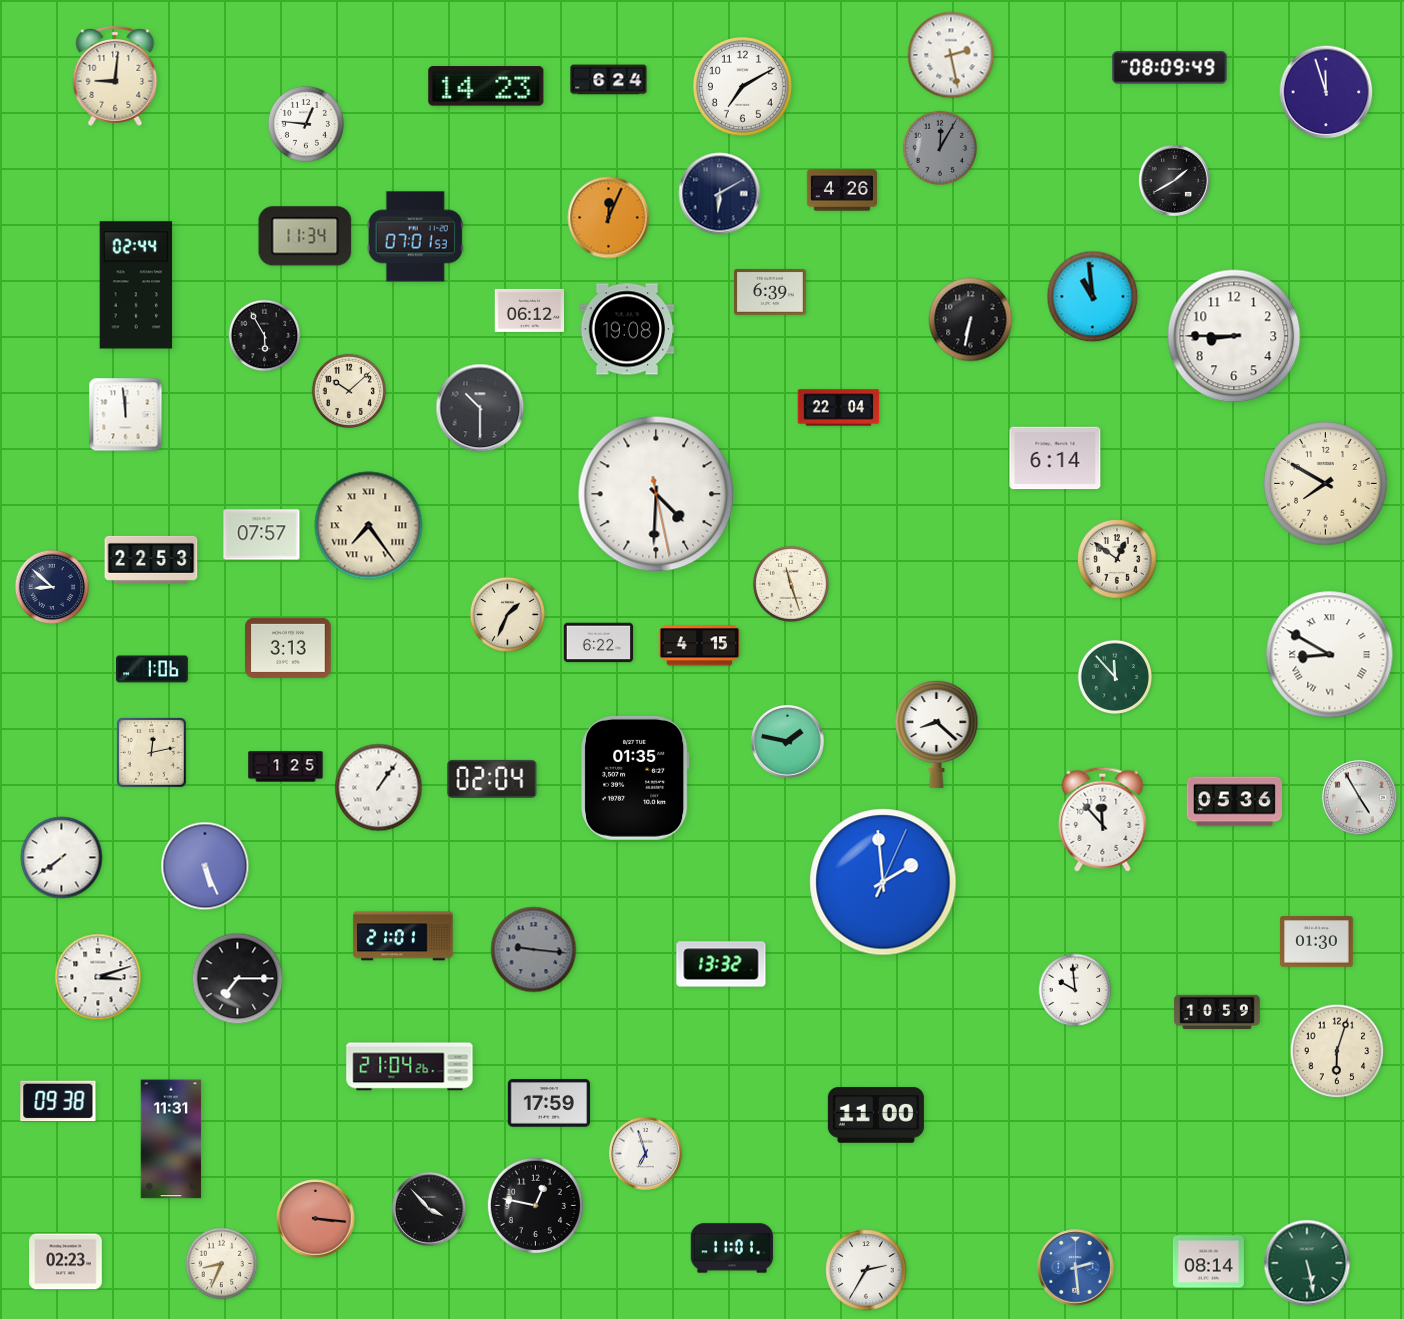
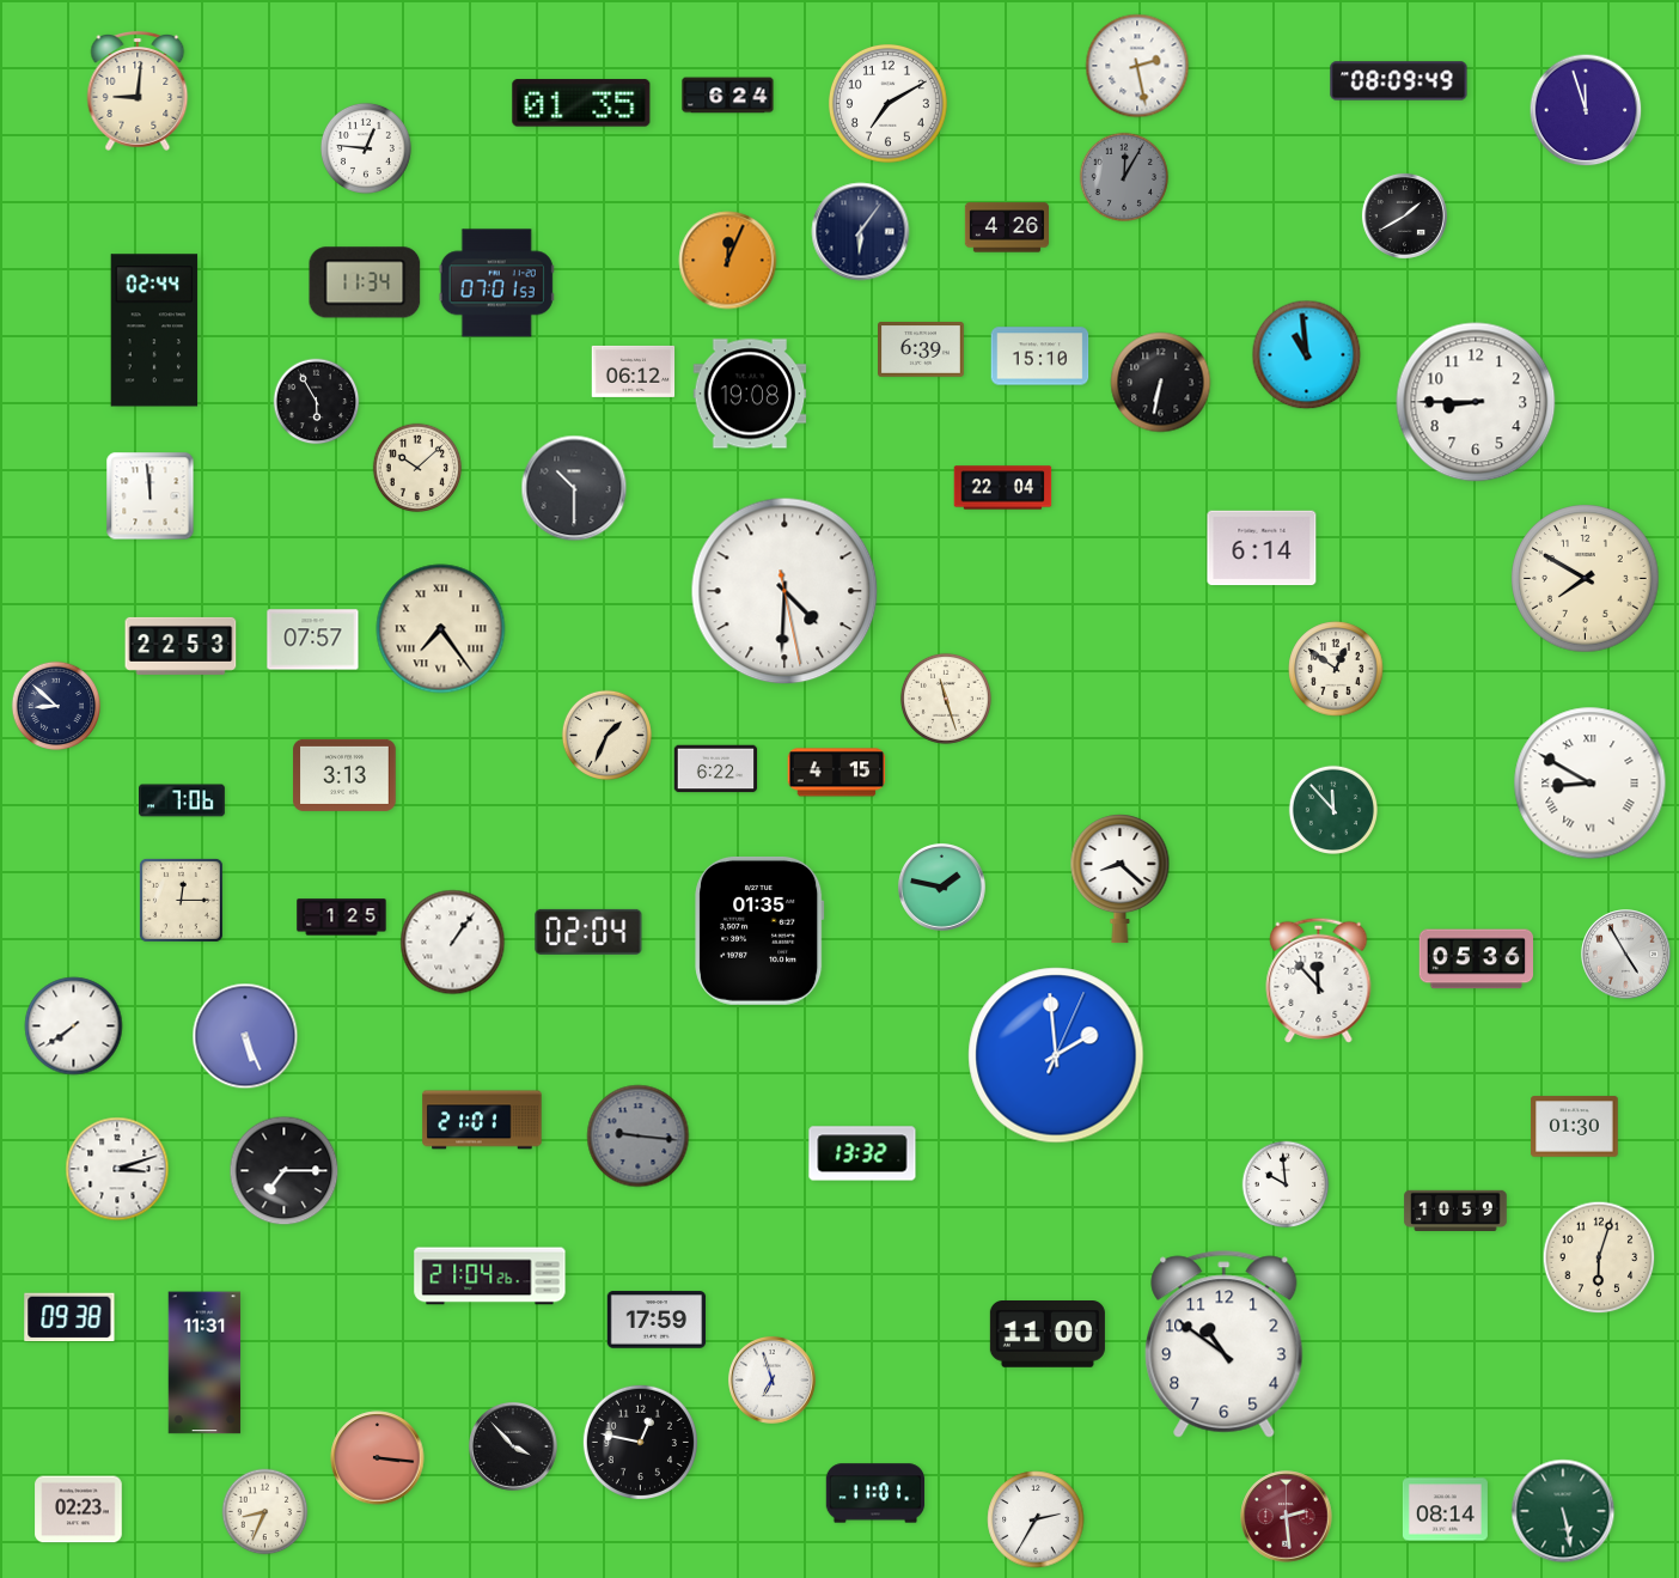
clock at (486, 86): 14:23 -> 01:35
clock at (720, 194): 6:10 -> 6:06
clock at (136, 285) position: (136, 285) -> (154, 330)
clock at (1040, 357): none -> 15:10
clock at (151, 560) position: (151, 560) -> (181, 646)
clock at (51, 586) position: (51, 586) -> (55, 705)
clock at (153, 669): 1:06 -> 7:06
clock at (151, 752): 12:13 -> 12:15
clock at (1225, 1345): none -> 10:51
clock at (1076, 1268) dial: blue -> burgundy
